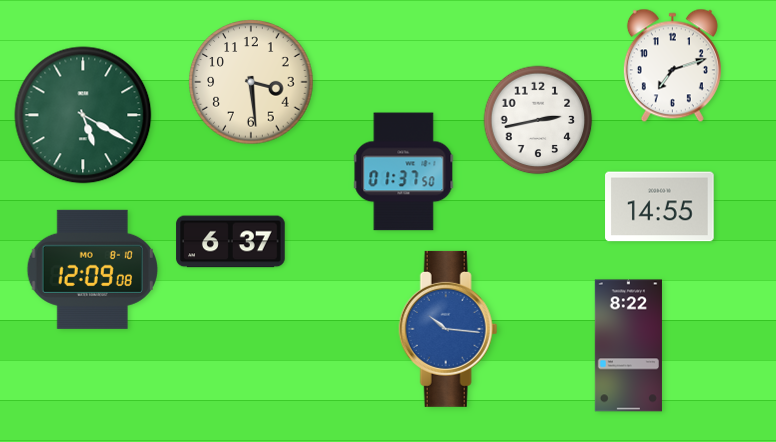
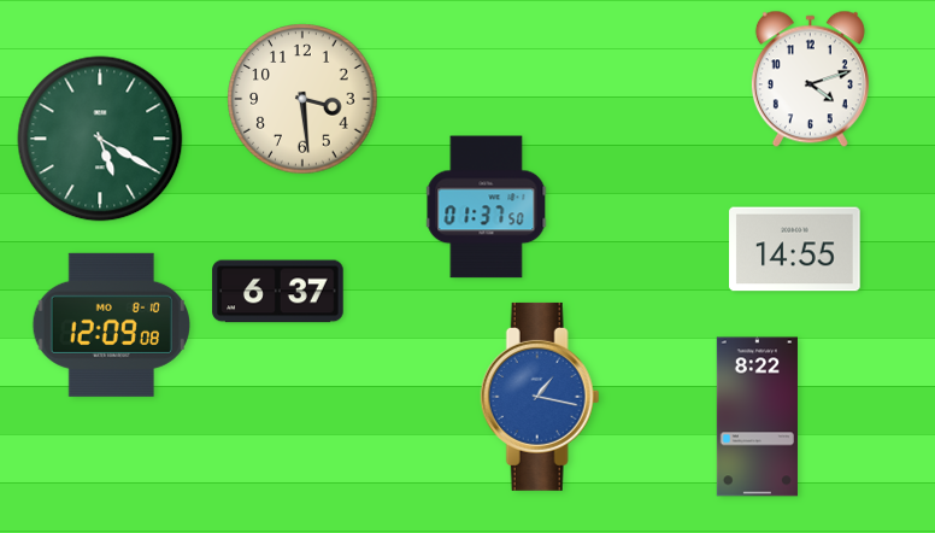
clock at (672, 66): 7:12 -> 4:12
clock at (538, 120): 2:43 -> none
clock at (448, 329): 10:16 -> 1:17
